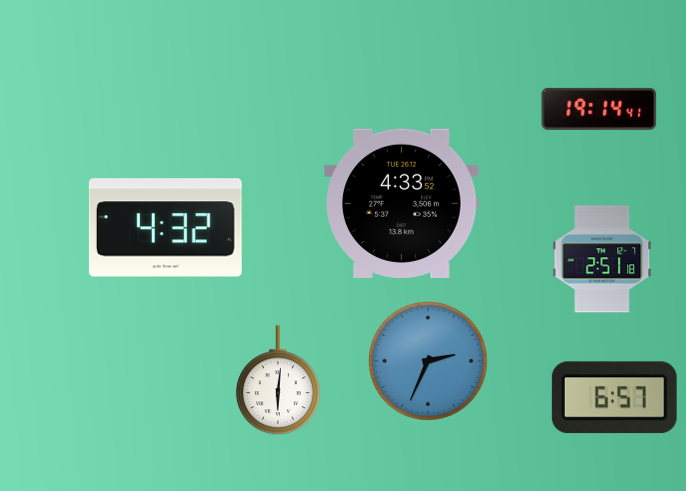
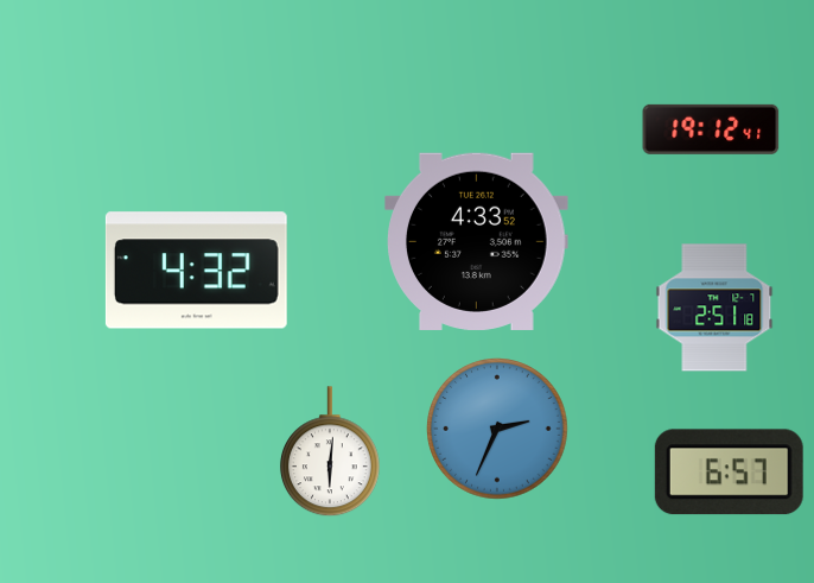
clock at (599, 109): 19:14 -> 19:12
clock at (428, 361) position: (428, 361) -> (497, 429)
